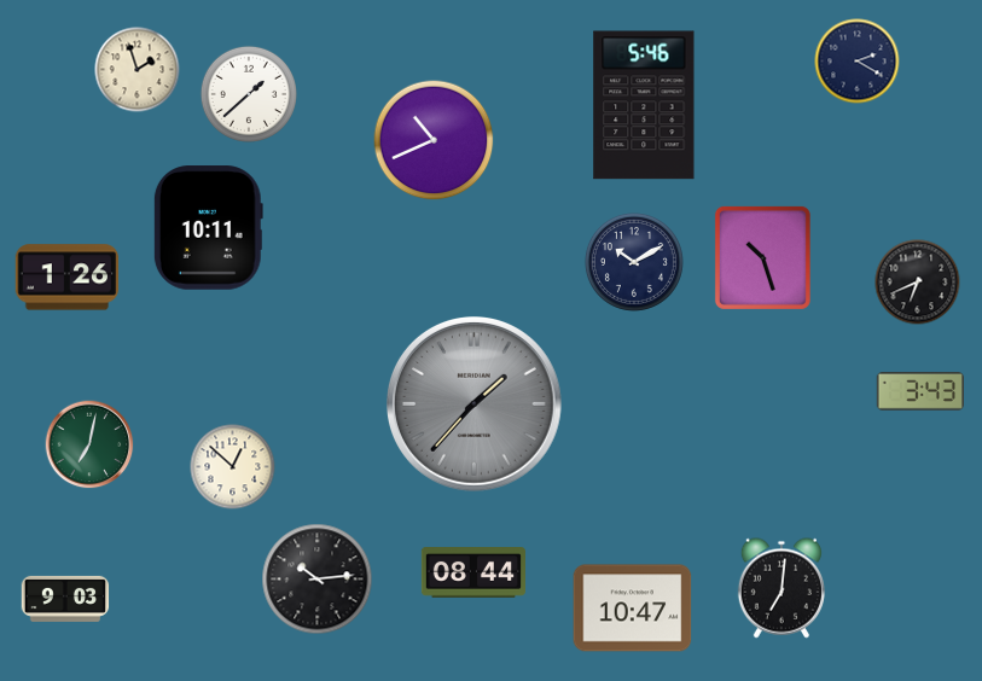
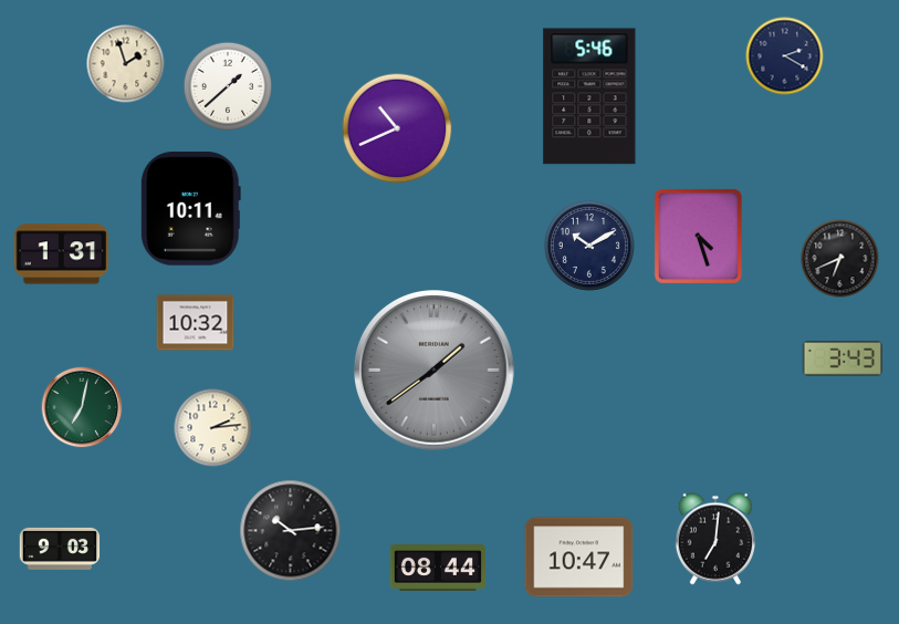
clock at (762, 257): 10:27 -> 4:27
clock at (634, 262) position: (634, 262) -> (589, 246)
clock at (68, 278): 1:26 -> 1:31
clock at (196, 323): none -> 10:32
clock at (475, 404): 1:37 -> 1:39
clock at (233, 467): 12:52 -> 2:14
clock at (472, 574) position: (472, 574) -> (437, 569)
